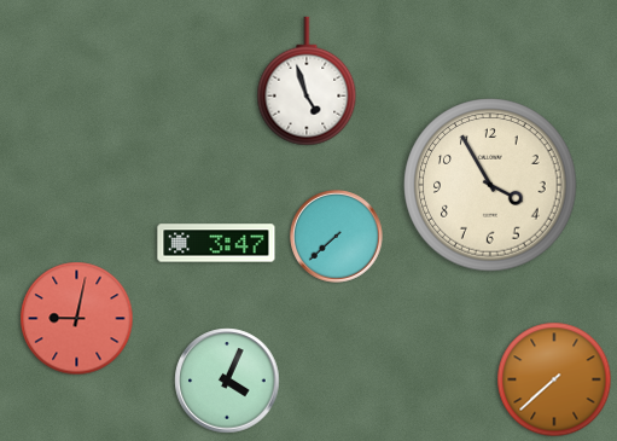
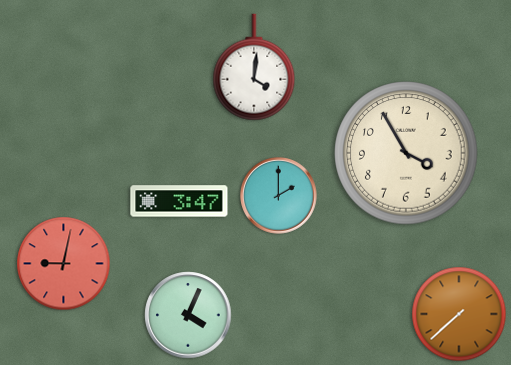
clock at (307, 81): 4:57 -> 4:01
clock at (337, 237): 7:38 -> 2:00
